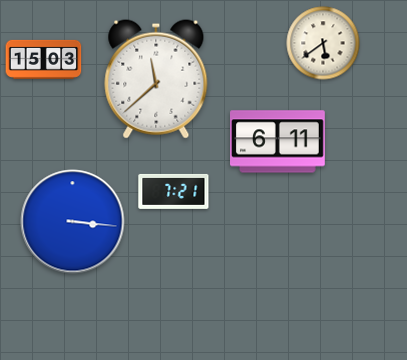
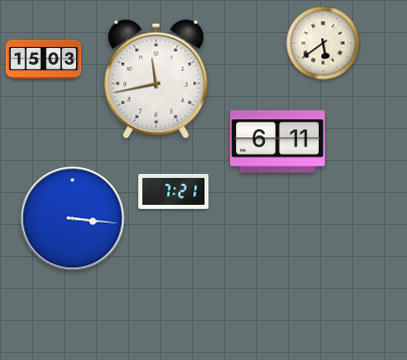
clock at (156, 79): 11:38 -> 11:43
clock at (73, 222) position: (73, 222) -> (73, 219)
